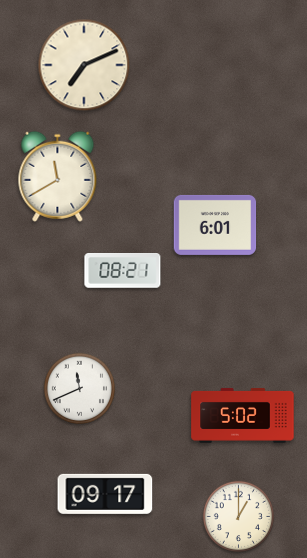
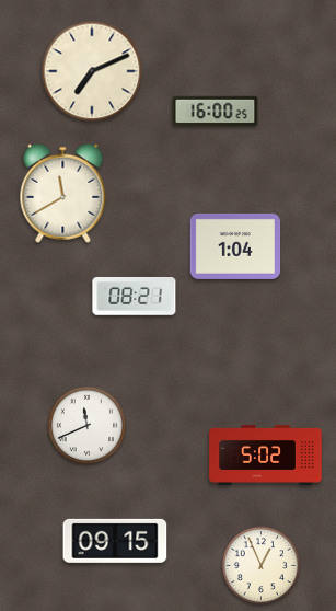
clock at (216, 112): none -> 16:00
clock at (215, 225): 6:01 -> 1:04
clock at (105, 494): 09:17 -> 09:15
clock at (238, 516): 1:00 -> 12:56
